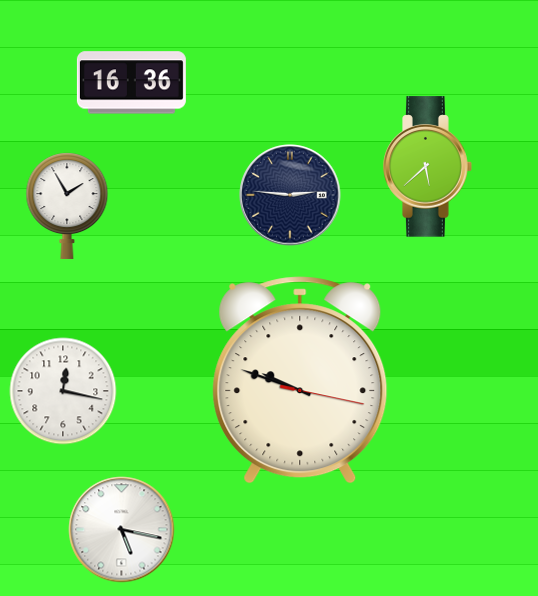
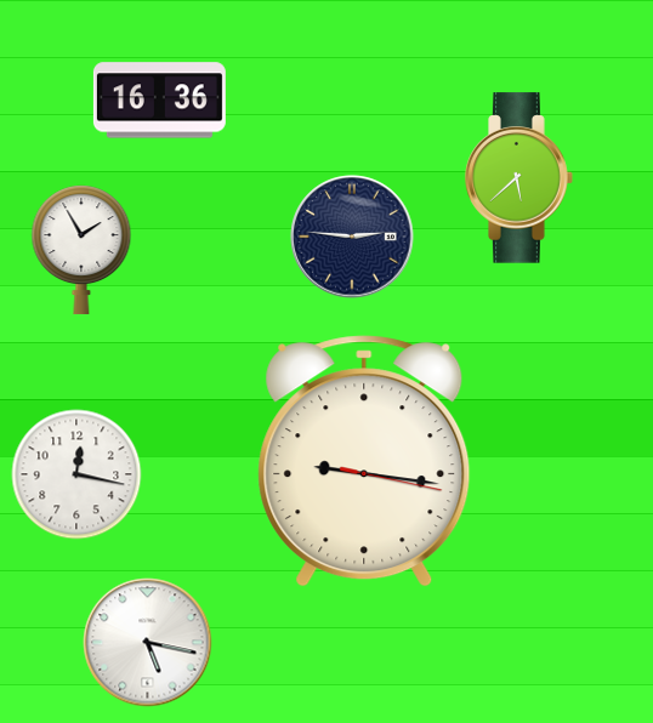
clock at (428, 167) position: (428, 167) -> (519, 178)
clock at (300, 380): 9:48 -> 9:16
